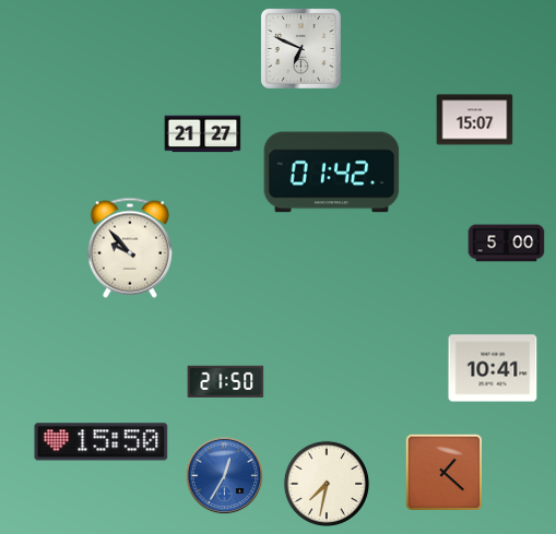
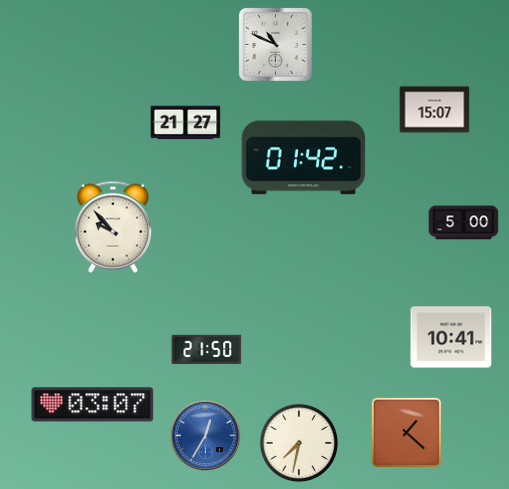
clock at (300, 48): 6:49 -> 10:49
clock at (130, 248) position: (130, 248) -> (113, 227)
clock at (102, 442): 15:50 -> 03:07
